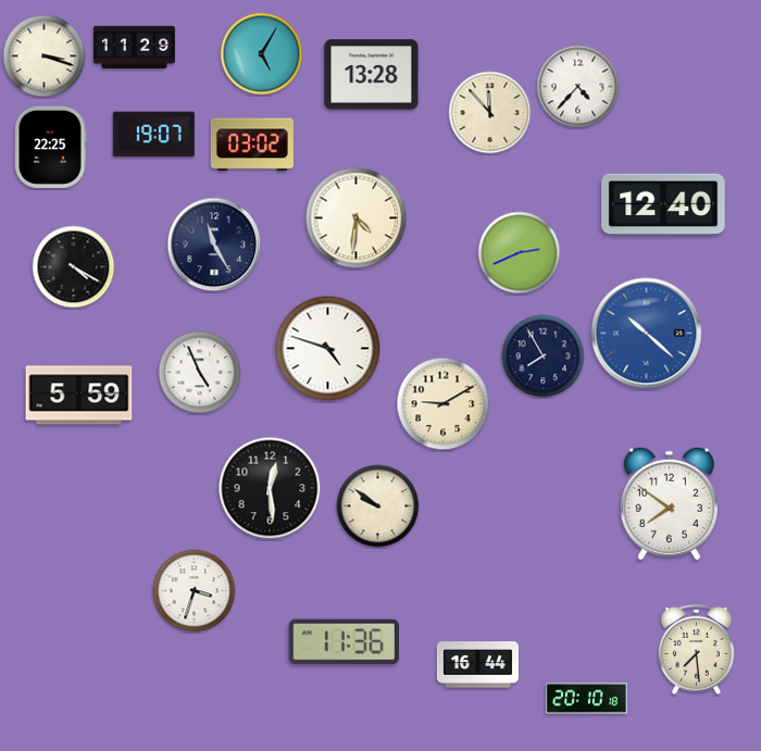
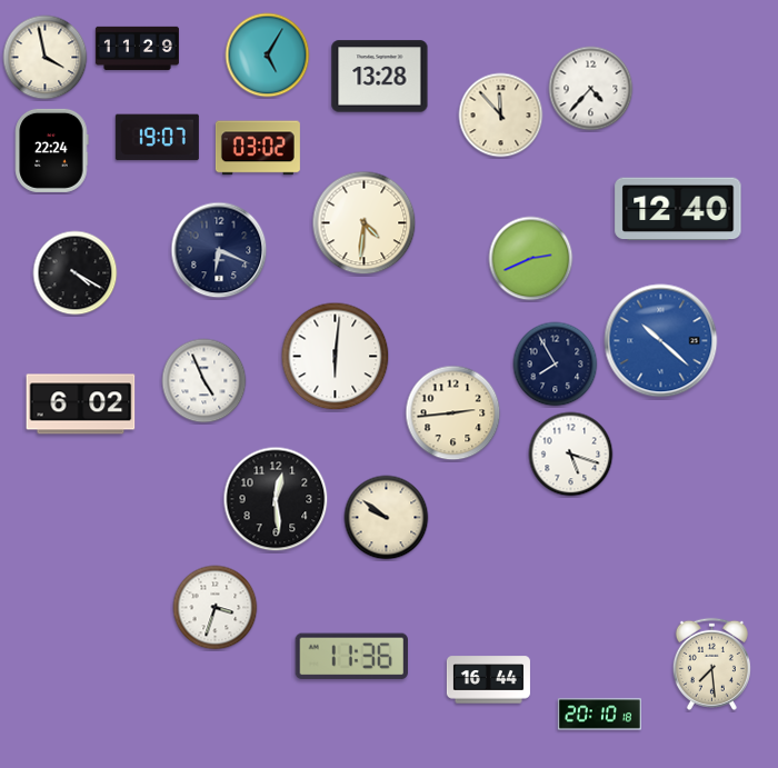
clock at (45, 57): 3:18 -> 3:58
clock at (51, 147): 22:25 -> 22:24
clock at (214, 245): 11:25 -> 6:19
clock at (328, 349): 4:48 -> 6:01
clock at (79, 396): 5:59 -> 6:02
clock at (444, 404): 9:10 -> 2:44
clock at (571, 455): none -> 5:18
clock at (669, 504): 7:51 -> none
clock at (195, 591) position: (195, 591) -> (216, 608)
